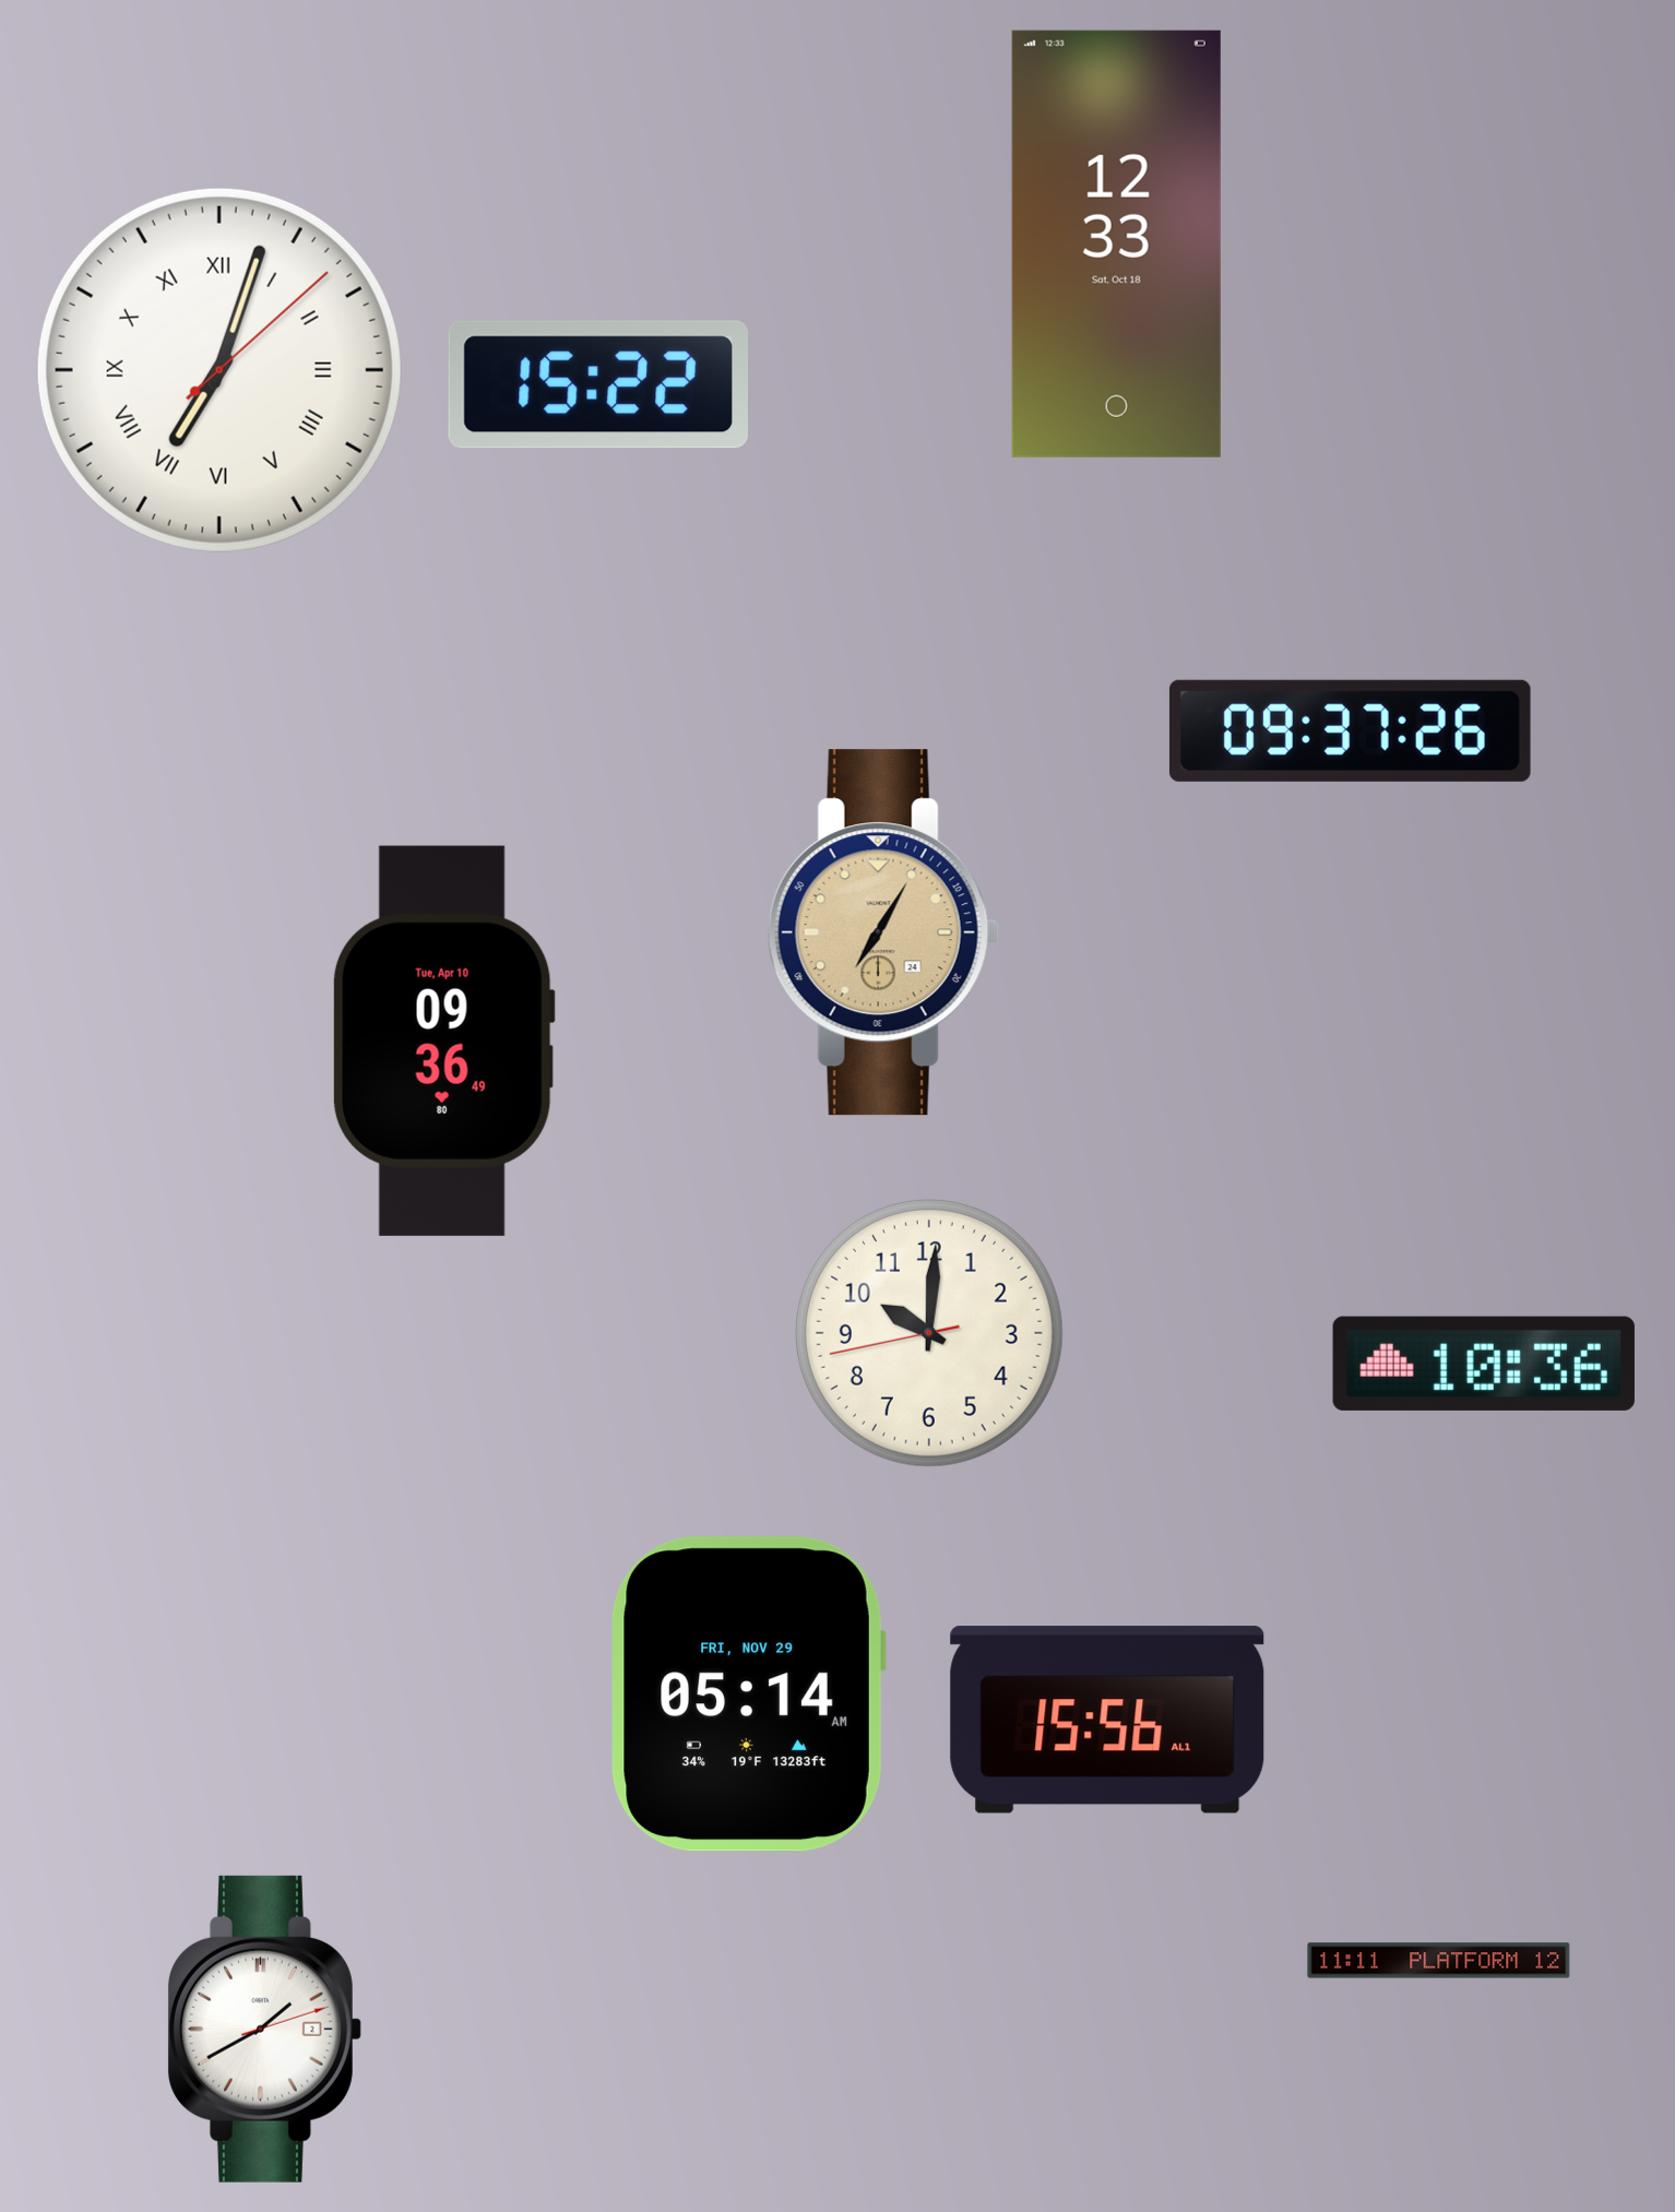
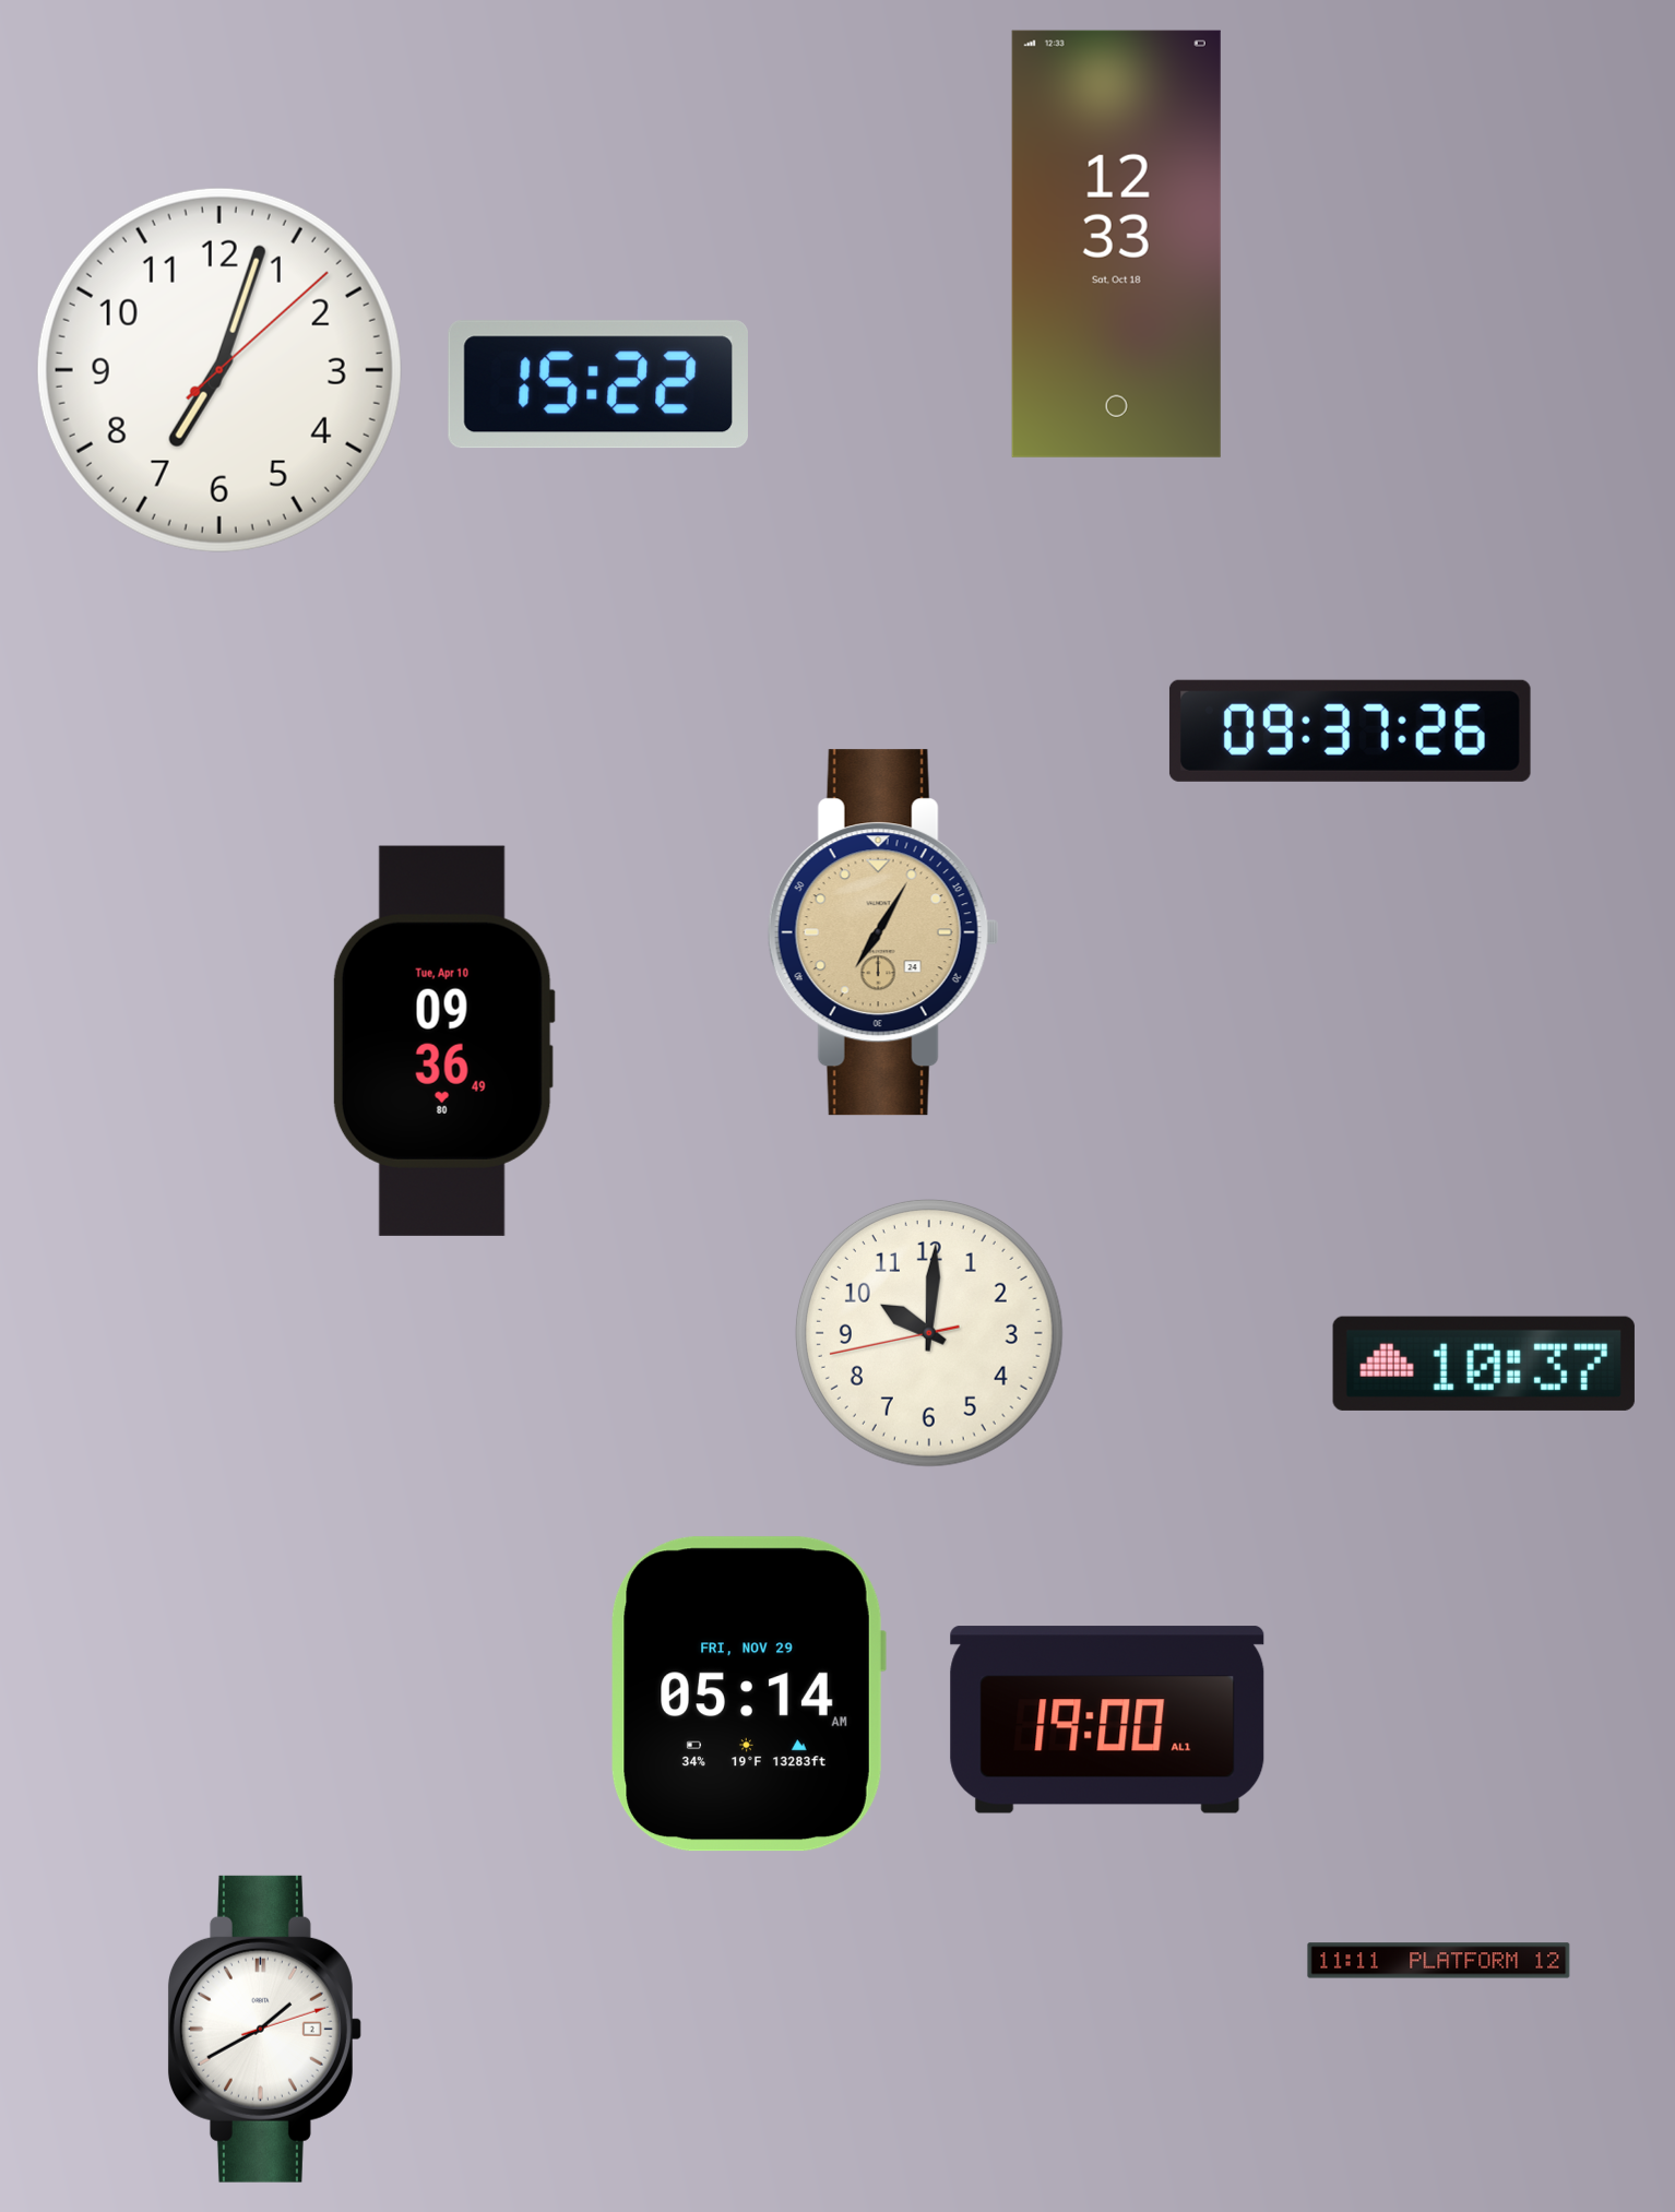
clock at (219, 370) numerals: Roman -> Arabic
clock at (1484, 1364): 10:36 -> 10:37
clock at (1107, 1720): 15:56 -> 19:00
